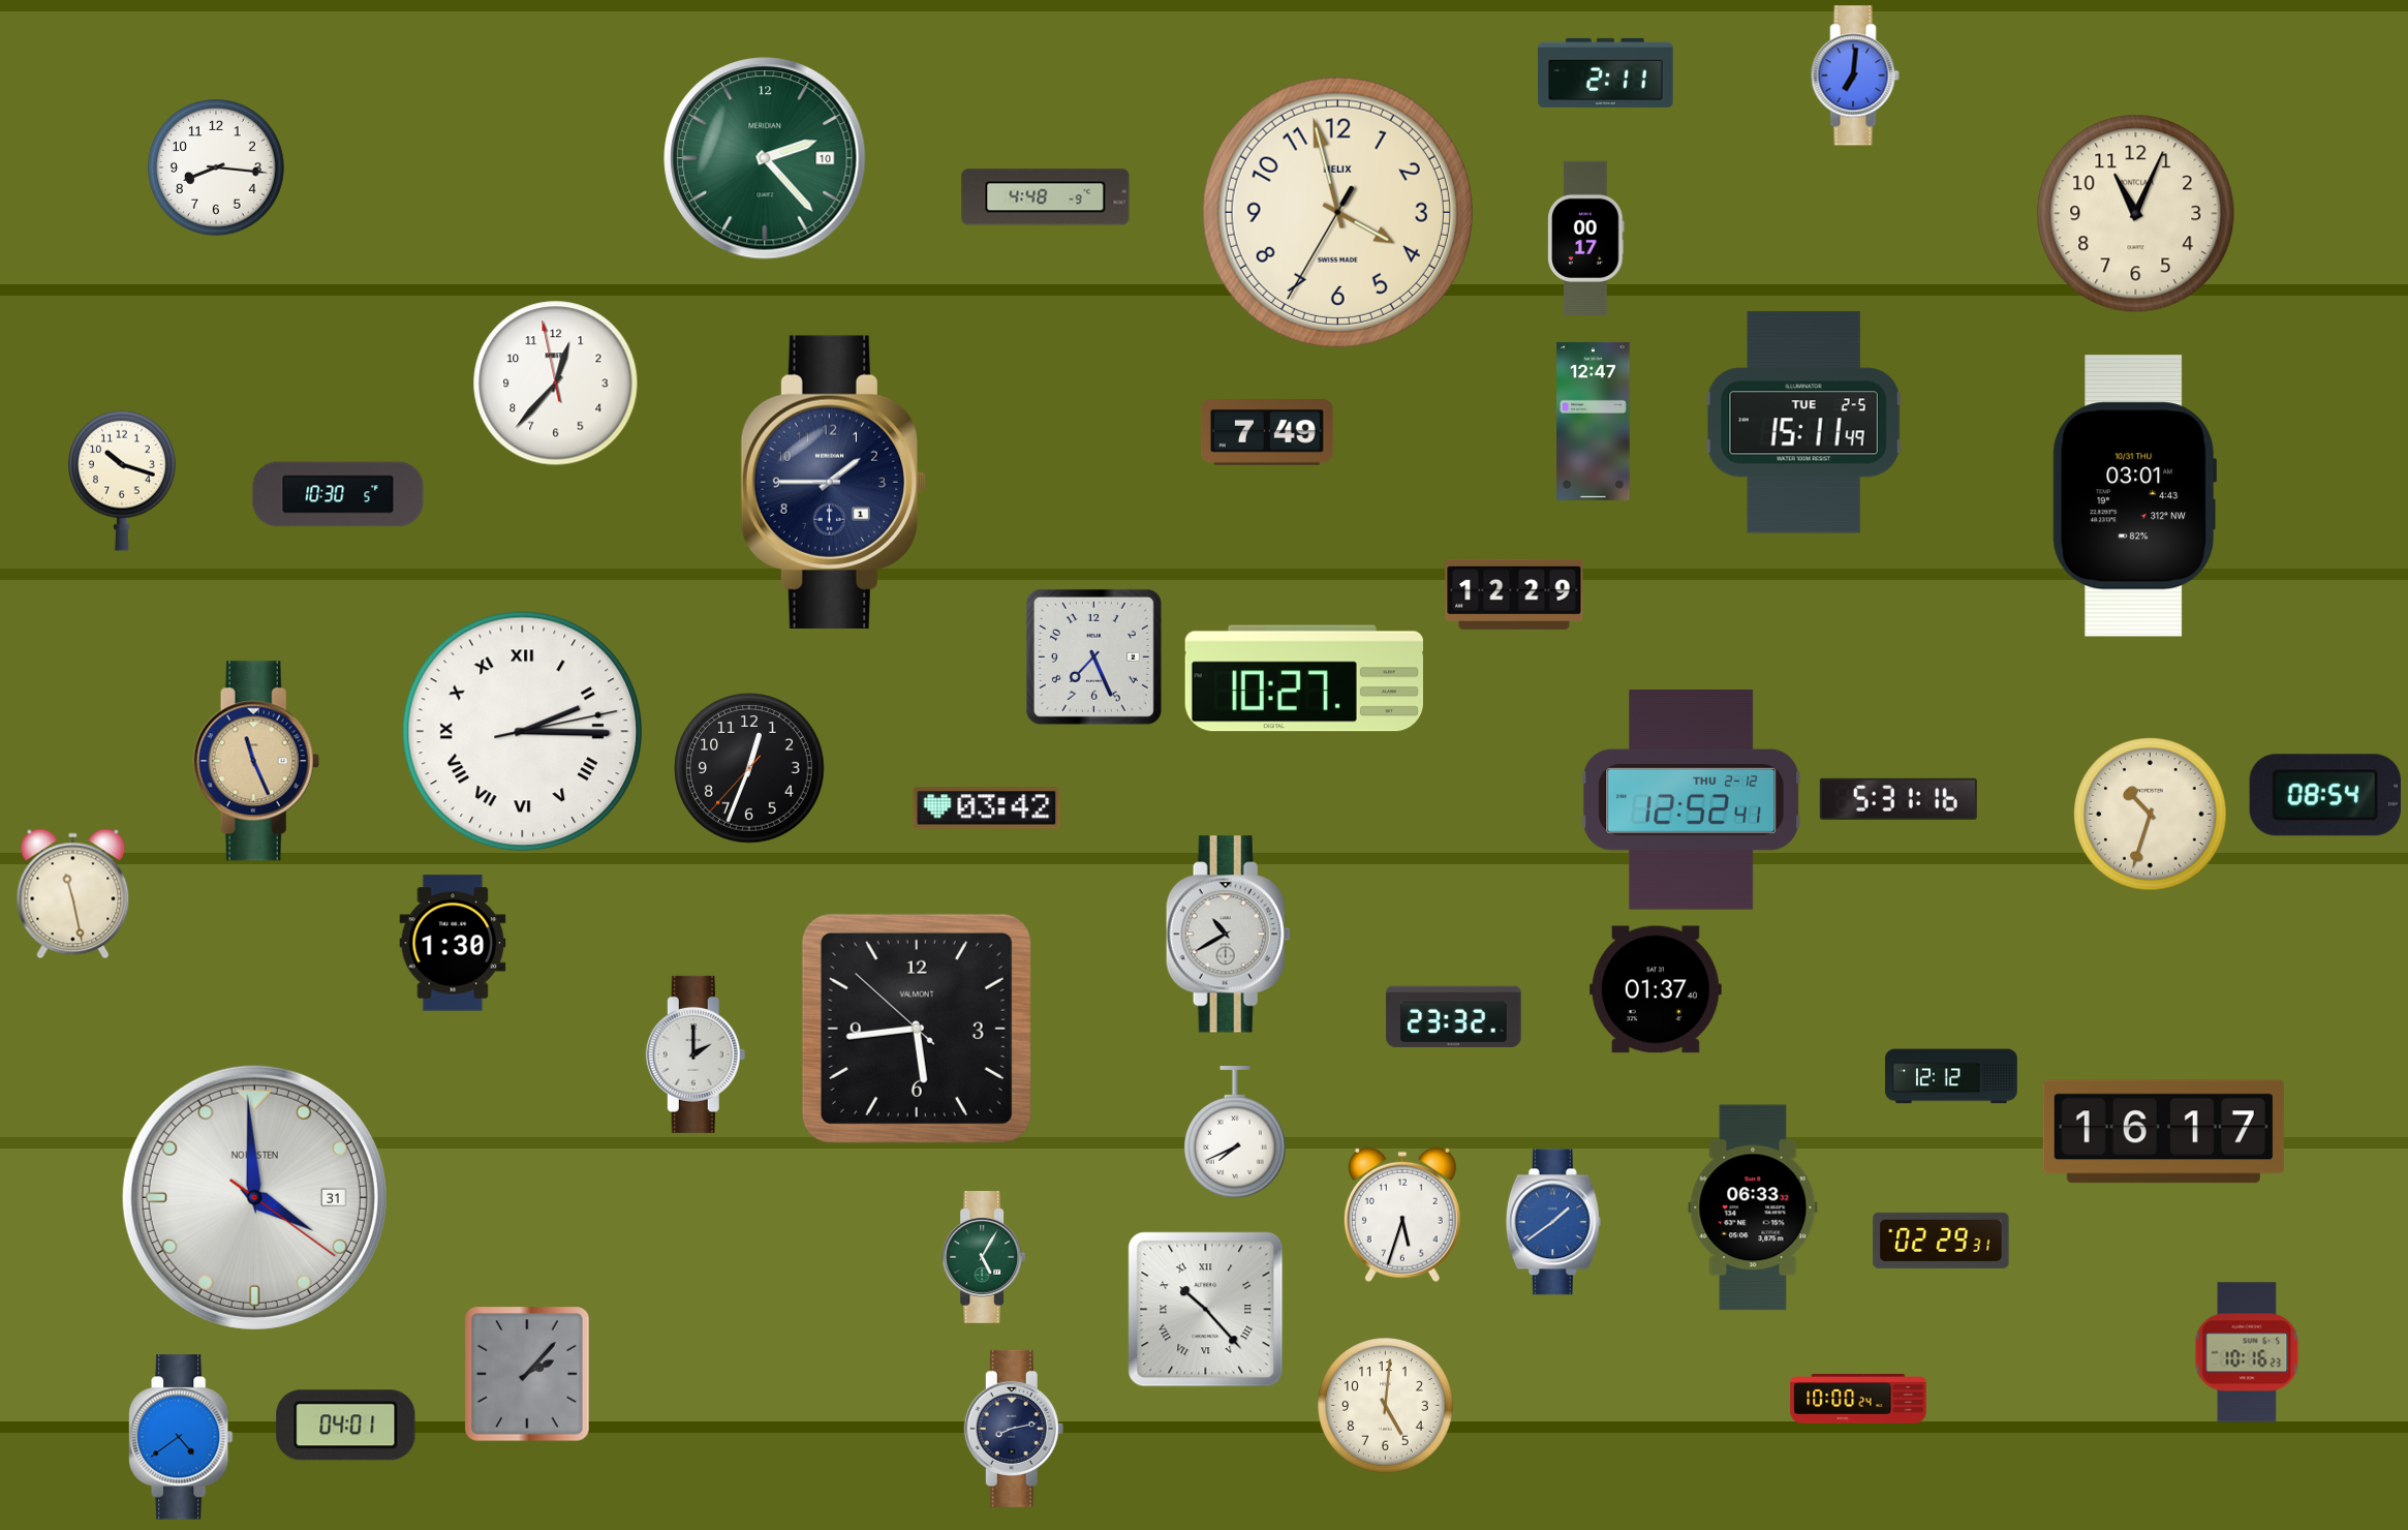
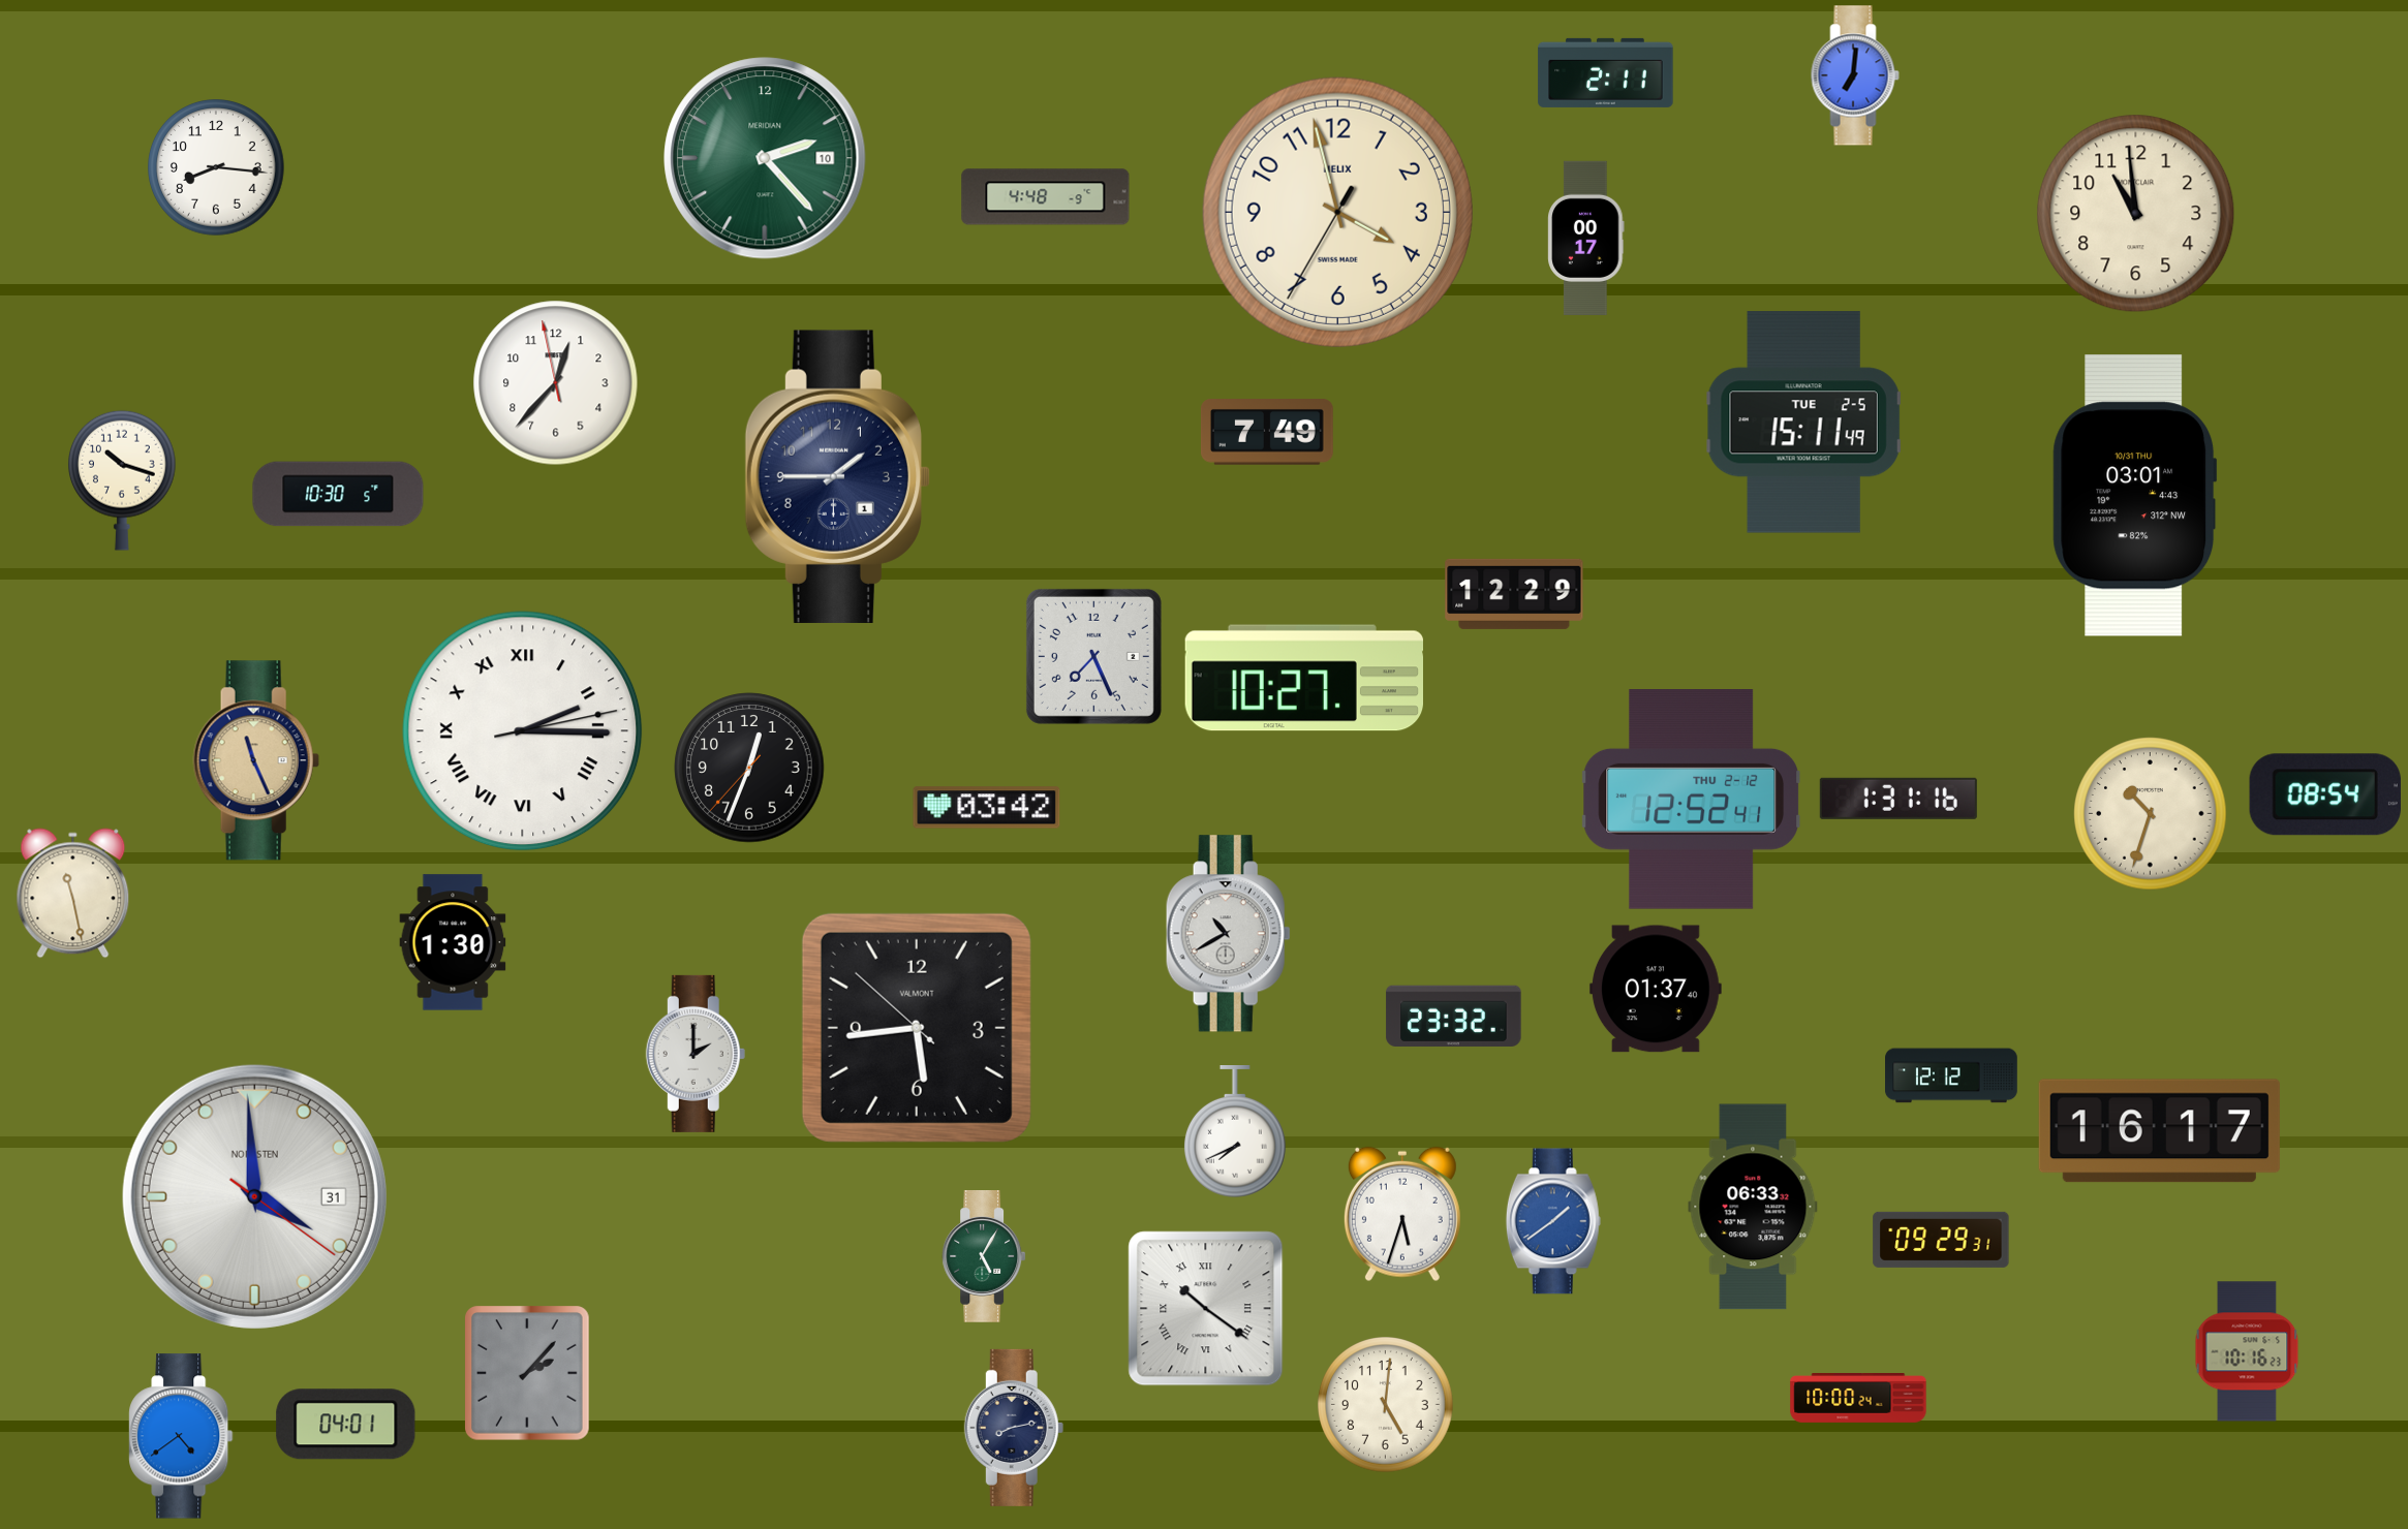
clock at (2136, 214): 11:04 -> 10:59
clock at (1594, 421): 12:47 -> none
clock at (833, 482) position: (833, 482) -> (837, 476)
clock at (1898, 799): 5:31 -> 1:31
clock at (2163, 1132) position: (2163, 1132) -> (2159, 1131)
clock at (1941, 1241): 02:29 -> 09:29
clock at (1206, 1310): 10:23 -> 10:21
